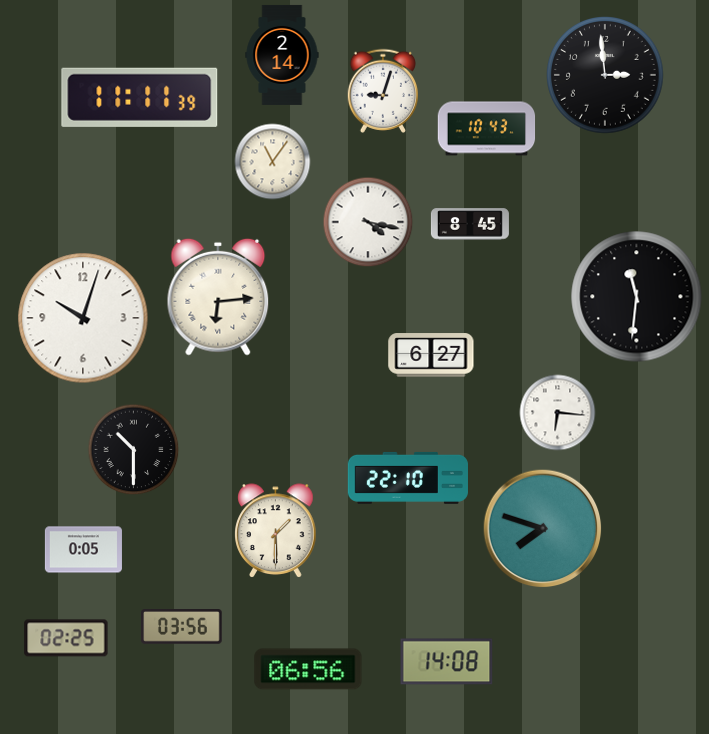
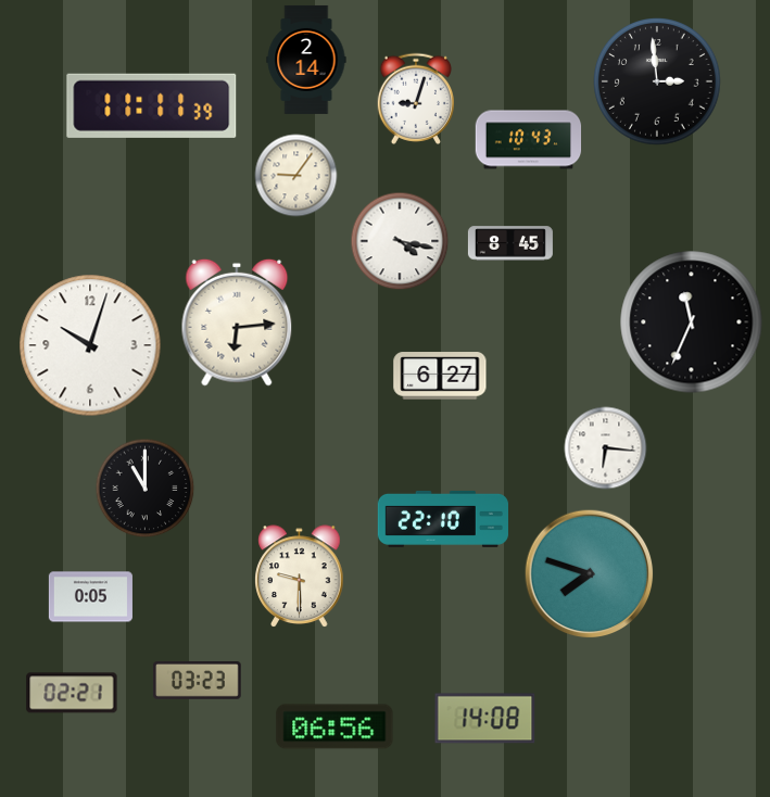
clock at (273, 162): 11:06 -> 9:06
clock at (637, 297): 11:31 -> 11:34
clock at (431, 355) position: (431, 355) -> (440, 376)
clock at (134, 450): 10:30 -> 11:00
clock at (276, 531): 1:30 -> 9:30
clock at (182, 627): 03:56 -> 03:23
clock at (66, 638): 02:25 -> 02:21
